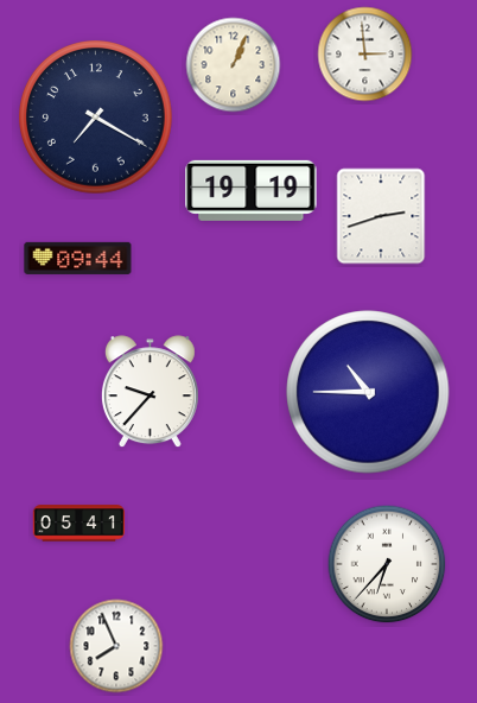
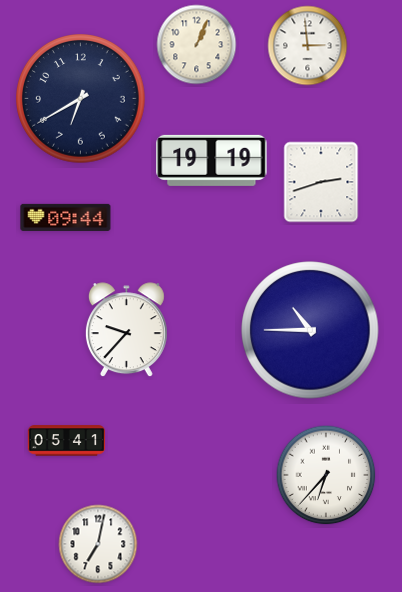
clock at (234, 65) position: (234, 65) -> (197, 45)
clock at (96, 118): 7:20 -> 6:40
clock at (116, 646): 7:56 -> 7:02
